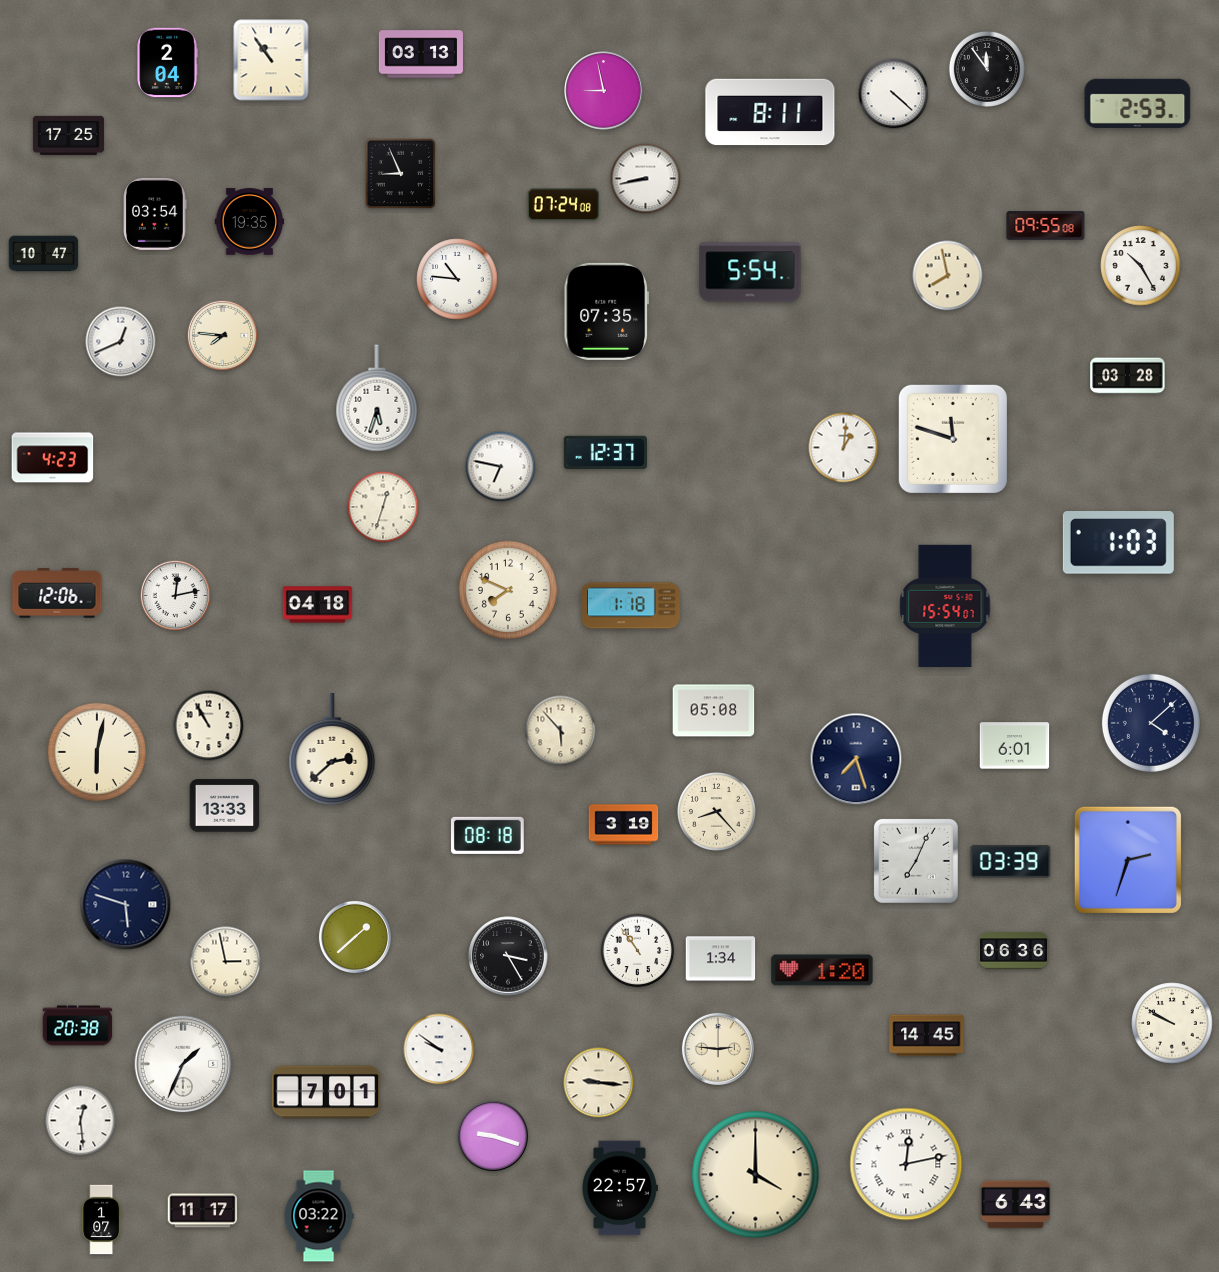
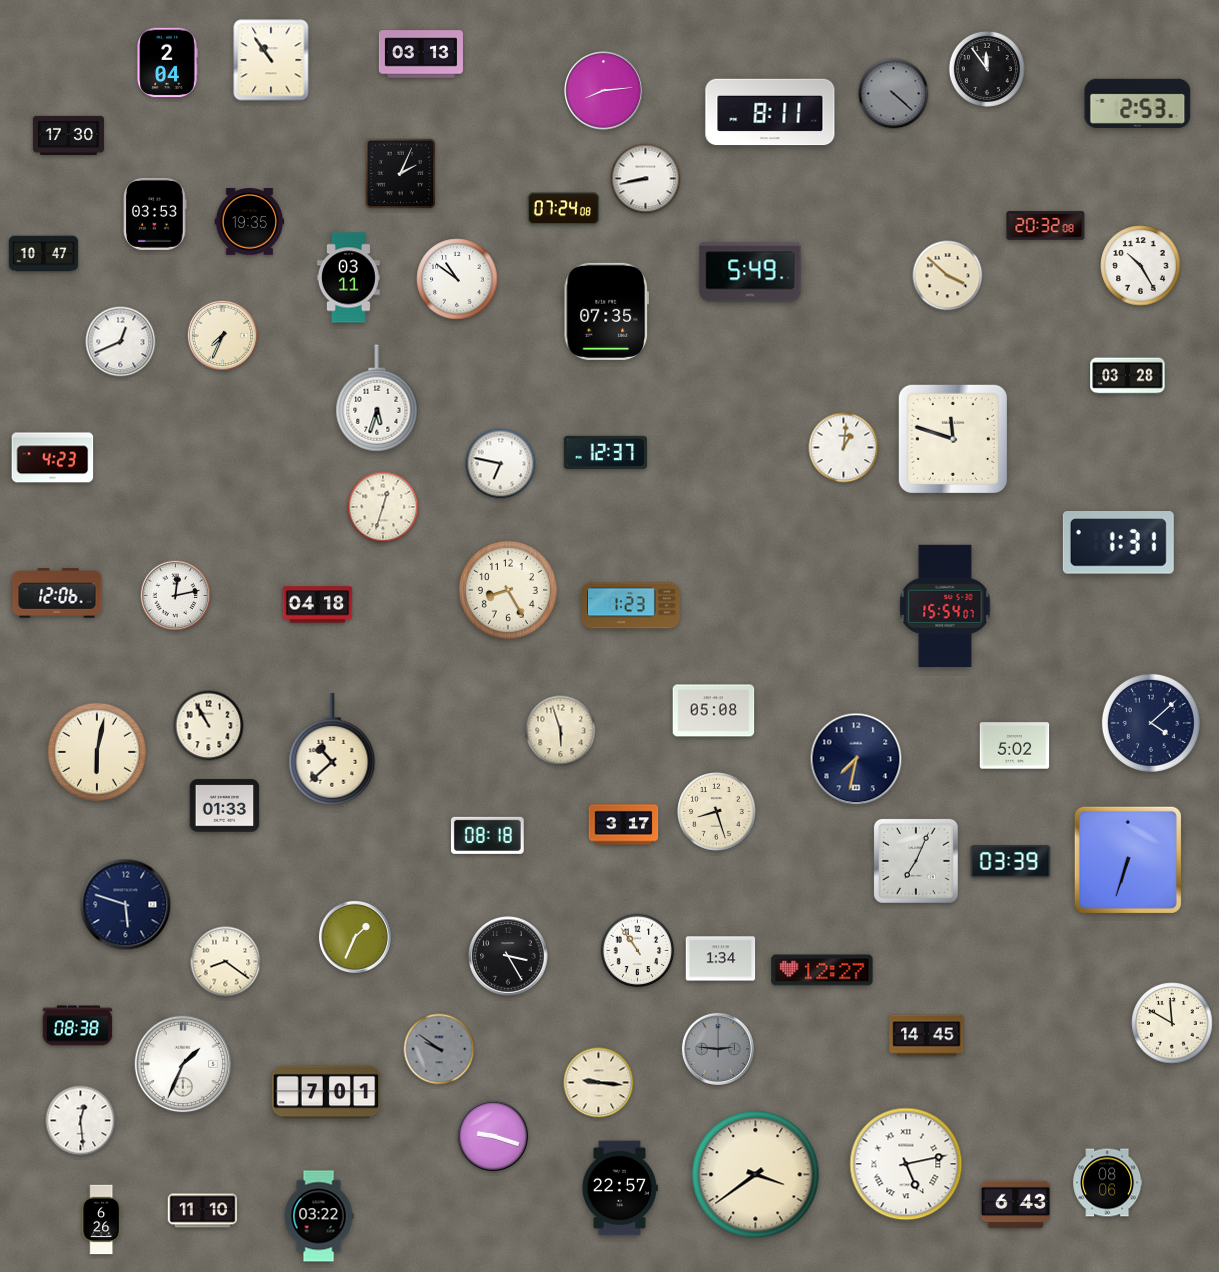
clock at (604, 91): 8:58 -> 8:14
clock at (894, 94) dial: white -> grey
clock at (68, 135): 17:25 -> 17:30
clock at (401, 174): 8:56 -> 2:04
clock at (563, 205) position: (563, 205) -> (563, 209)
clock at (155, 214): 03:54 -> 03:53
clock at (1046, 226): 09:55 -> 20:32
clock at (750, 272): 5:54 -> 5:49
clock at (948, 276): 7:58 -> 3:52
clock at (348, 278): none -> 03:11
clock at (457, 279): 10:46 -> 10:51
clock at (223, 336): 7:46 -> 7:34
clock at (501, 467) position: (501, 467) -> (501, 464)
clock at (1118, 543): 1:03 -> 1:31
clock at (508, 590): 7:49 -> 8:25
clock at (631, 606): 1:18 -> 1:23
clock at (561, 731): 5:53 -> 5:57
clock at (1015, 746): 6:01 -> 5:02
clock at (332, 750): 2:38 -> 10:38
clock at (856, 759): 7:27 -> 7:32
clock at (225, 806): 13:33 -> 01:33
clock at (717, 812): 8:23 -> 8:27
clock at (624, 825): 3:19 -> 3:17
clock at (1128, 860): 2:33 -> 6:33
clock at (355, 937): 1:38 -> 1:34
clock at (1014, 951): 06:36 -> none
clock at (226, 962): 2:58 -> 8:21
clock at (822, 970): 1:20 -> 12:27
clock at (1172, 1023): 9:50 -> 11:50
clock at (78, 1026): 20:38 -> 08:38
clock at (439, 1049) dial: white -> grey
clock at (718, 1049) dial: cream -> grey
clock at (906, 1164): 12:13 -> 5:13
clock at (756, 1175): 4:00 -> 3:39
clock at (1108, 1183): none -> 08:06
clock at (203, 1211): 11:17 -> 11:10
clock at (102, 1220): 1:07 -> 6:26
